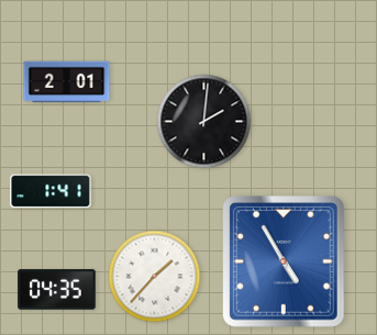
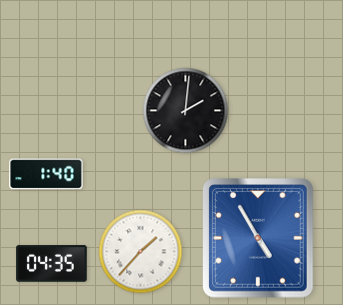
clock at (67, 82): 2:01 -> none
clock at (51, 191): 1:41 -> 1:40
